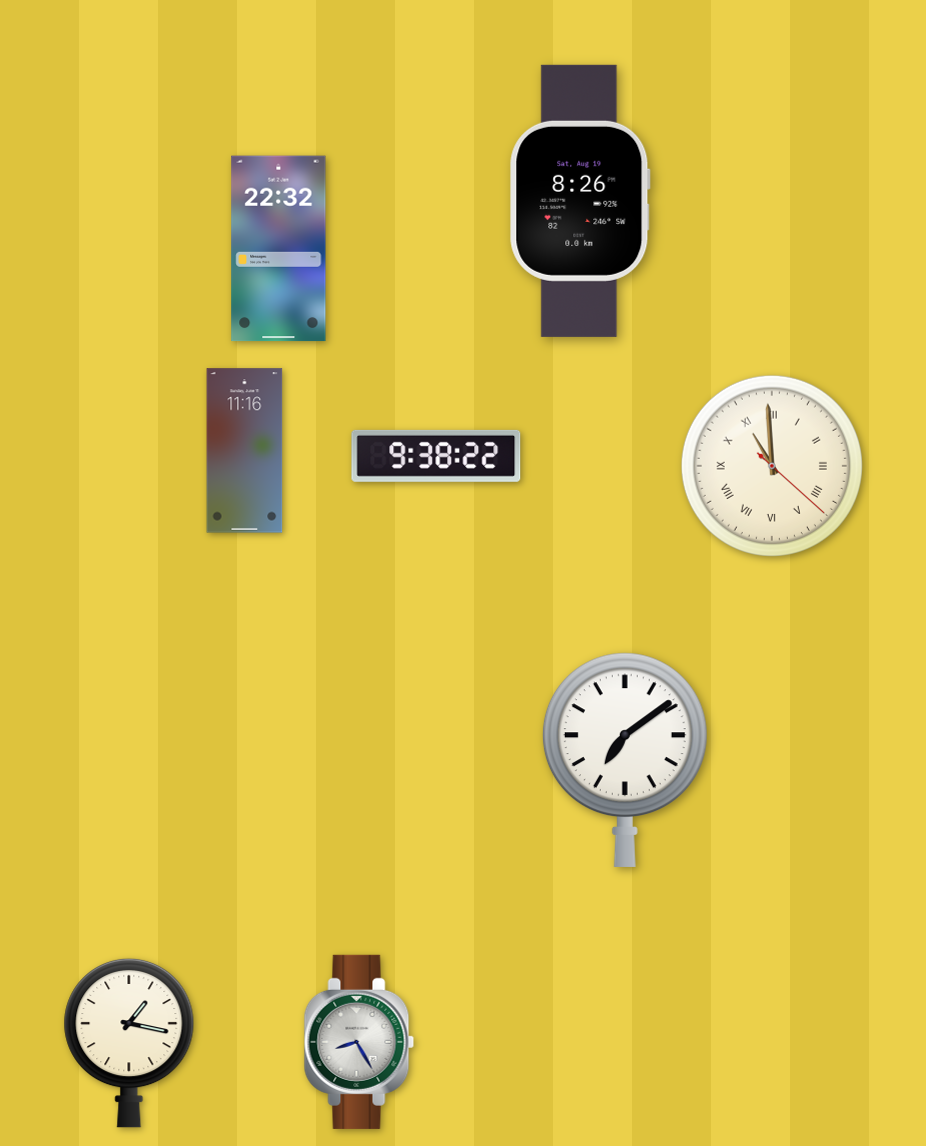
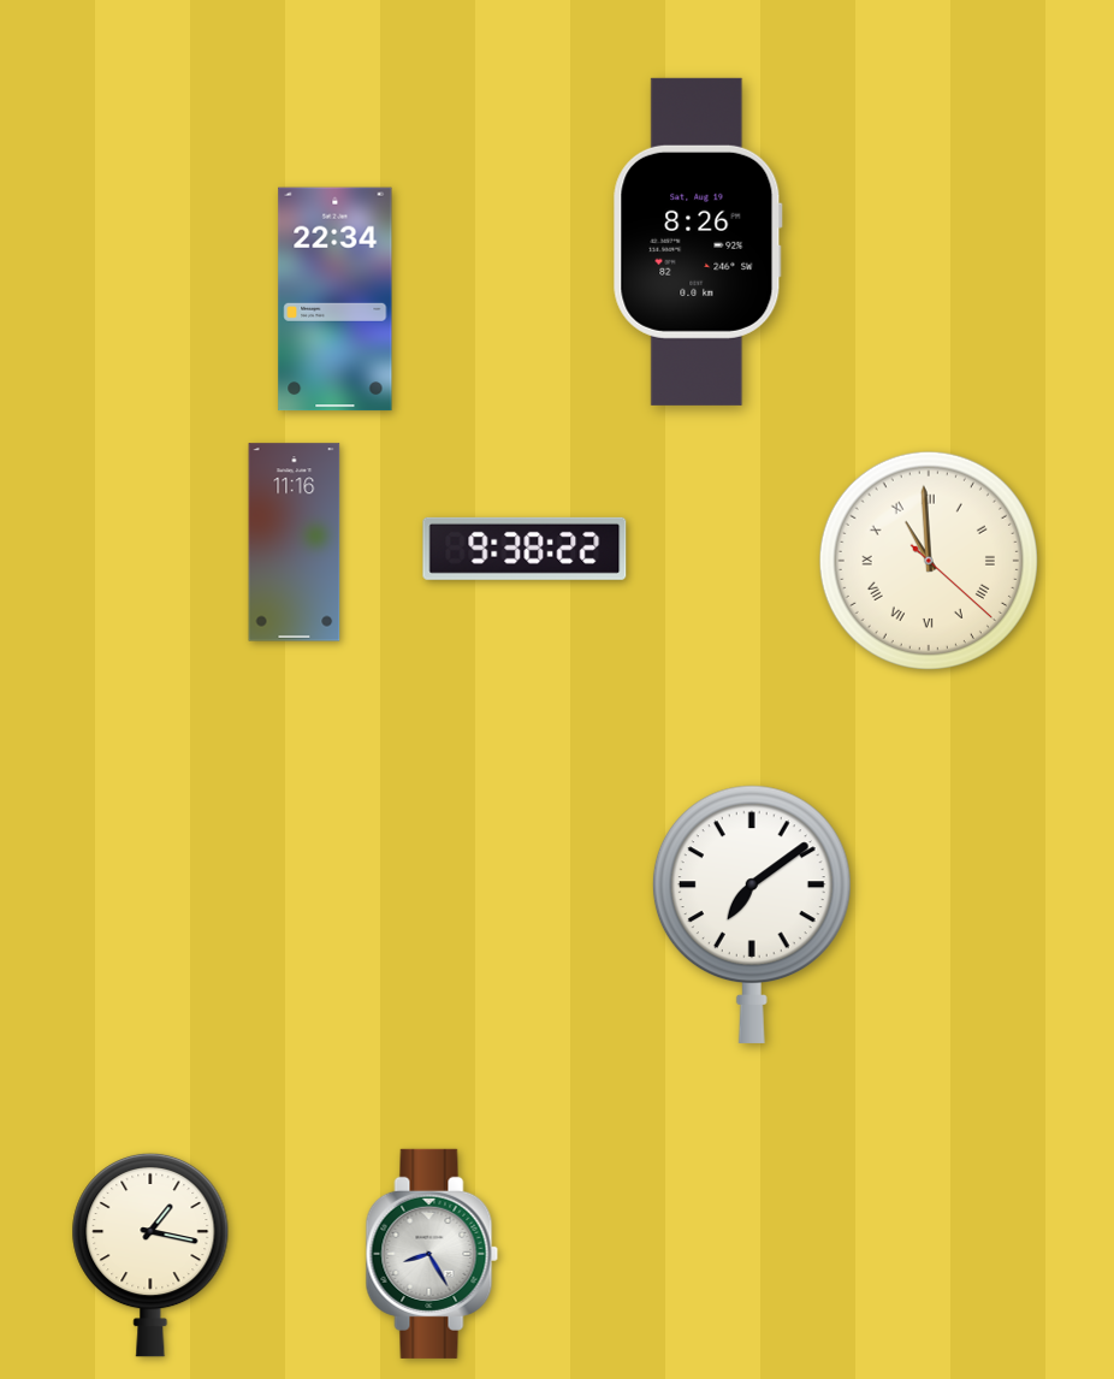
clock at (279, 249): 22:32 -> 22:34
clock at (129, 1043) position: (129, 1043) -> (150, 1255)
